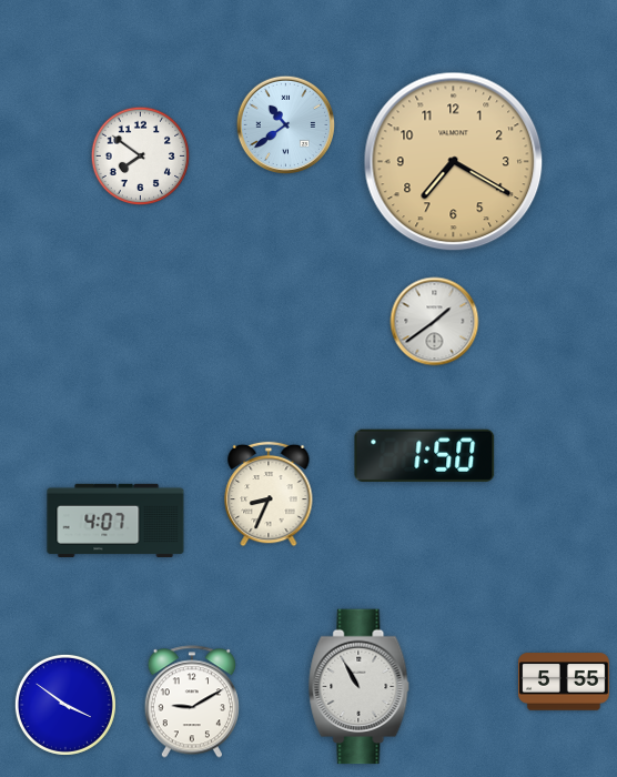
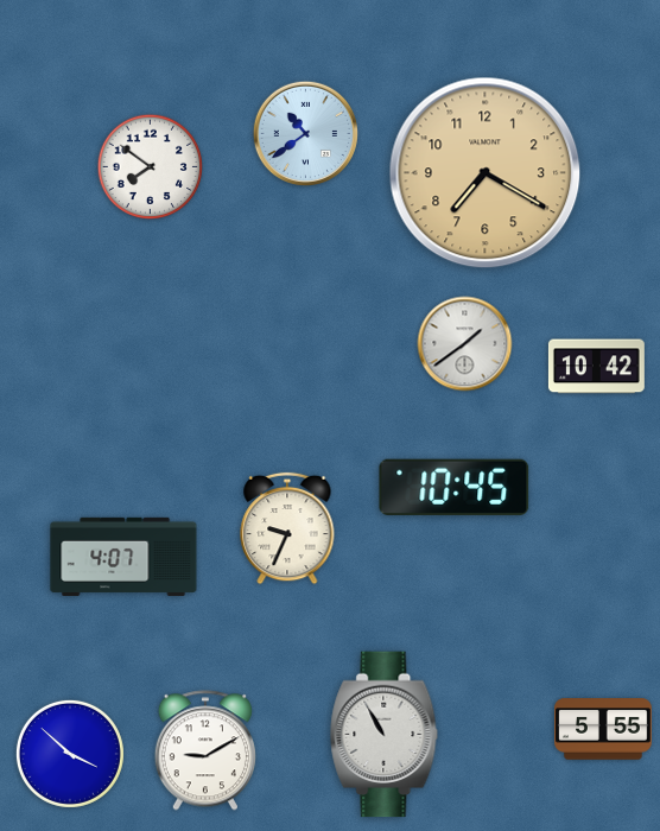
clock at (596, 367): none -> 10:42
clock at (425, 455): 1:50 -> 10:45
clock at (269, 494): 8:34 -> 9:34
clock at (65, 705): 3:51 -> 3:52
